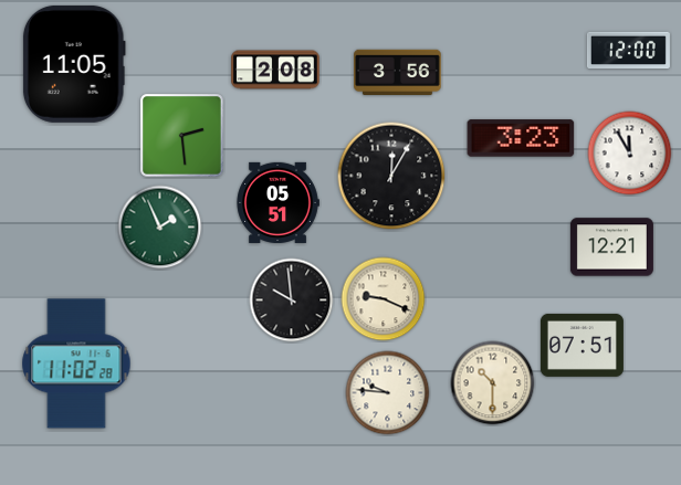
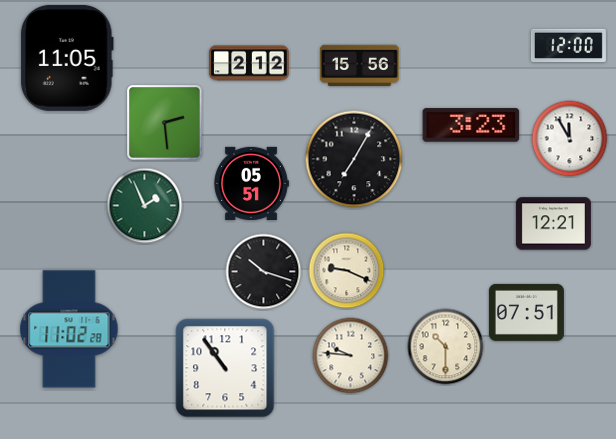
clock at (275, 70): 2:08 -> 2:12
clock at (398, 73): 3:56 -> 15:56
clock at (391, 176): 12:05 -> 7:05
clock at (292, 301): 9:59 -> 10:18
clock at (225, 368): none -> 10:54
